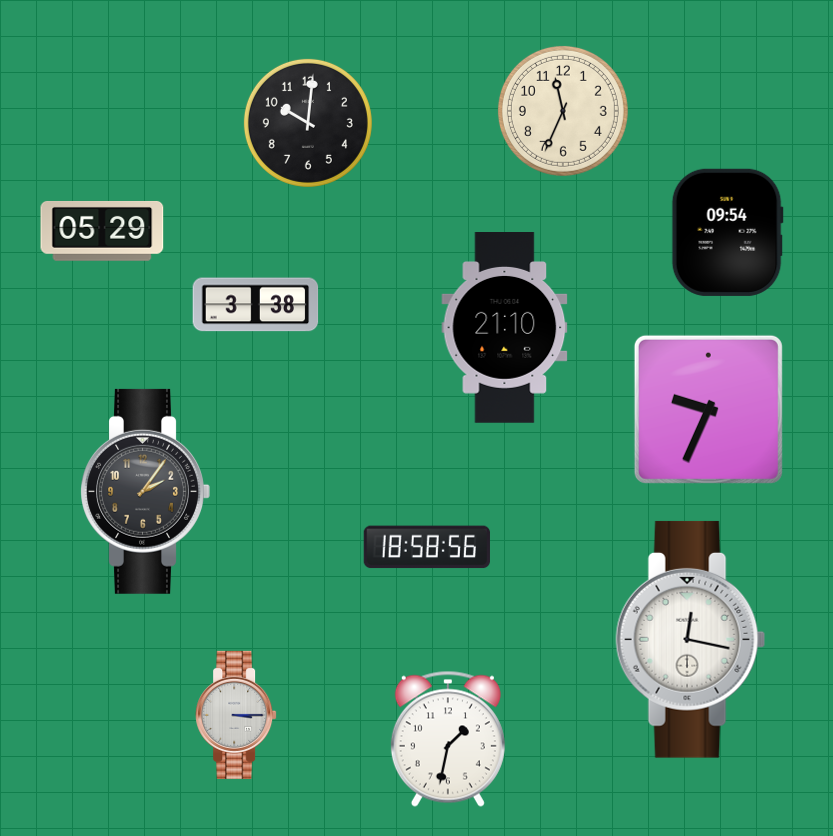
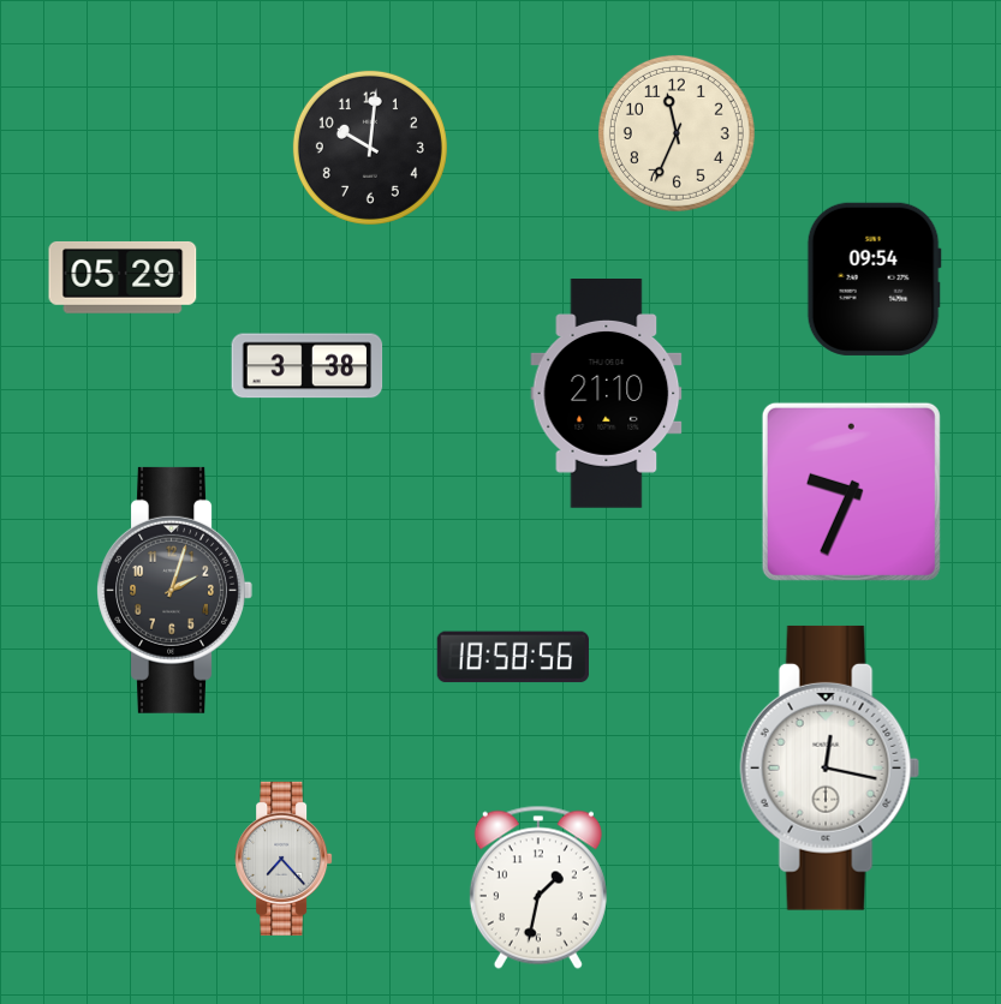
clock at (145, 491): 2:06 -> 2:03
clock at (236, 715): 3:15 -> 7:23
